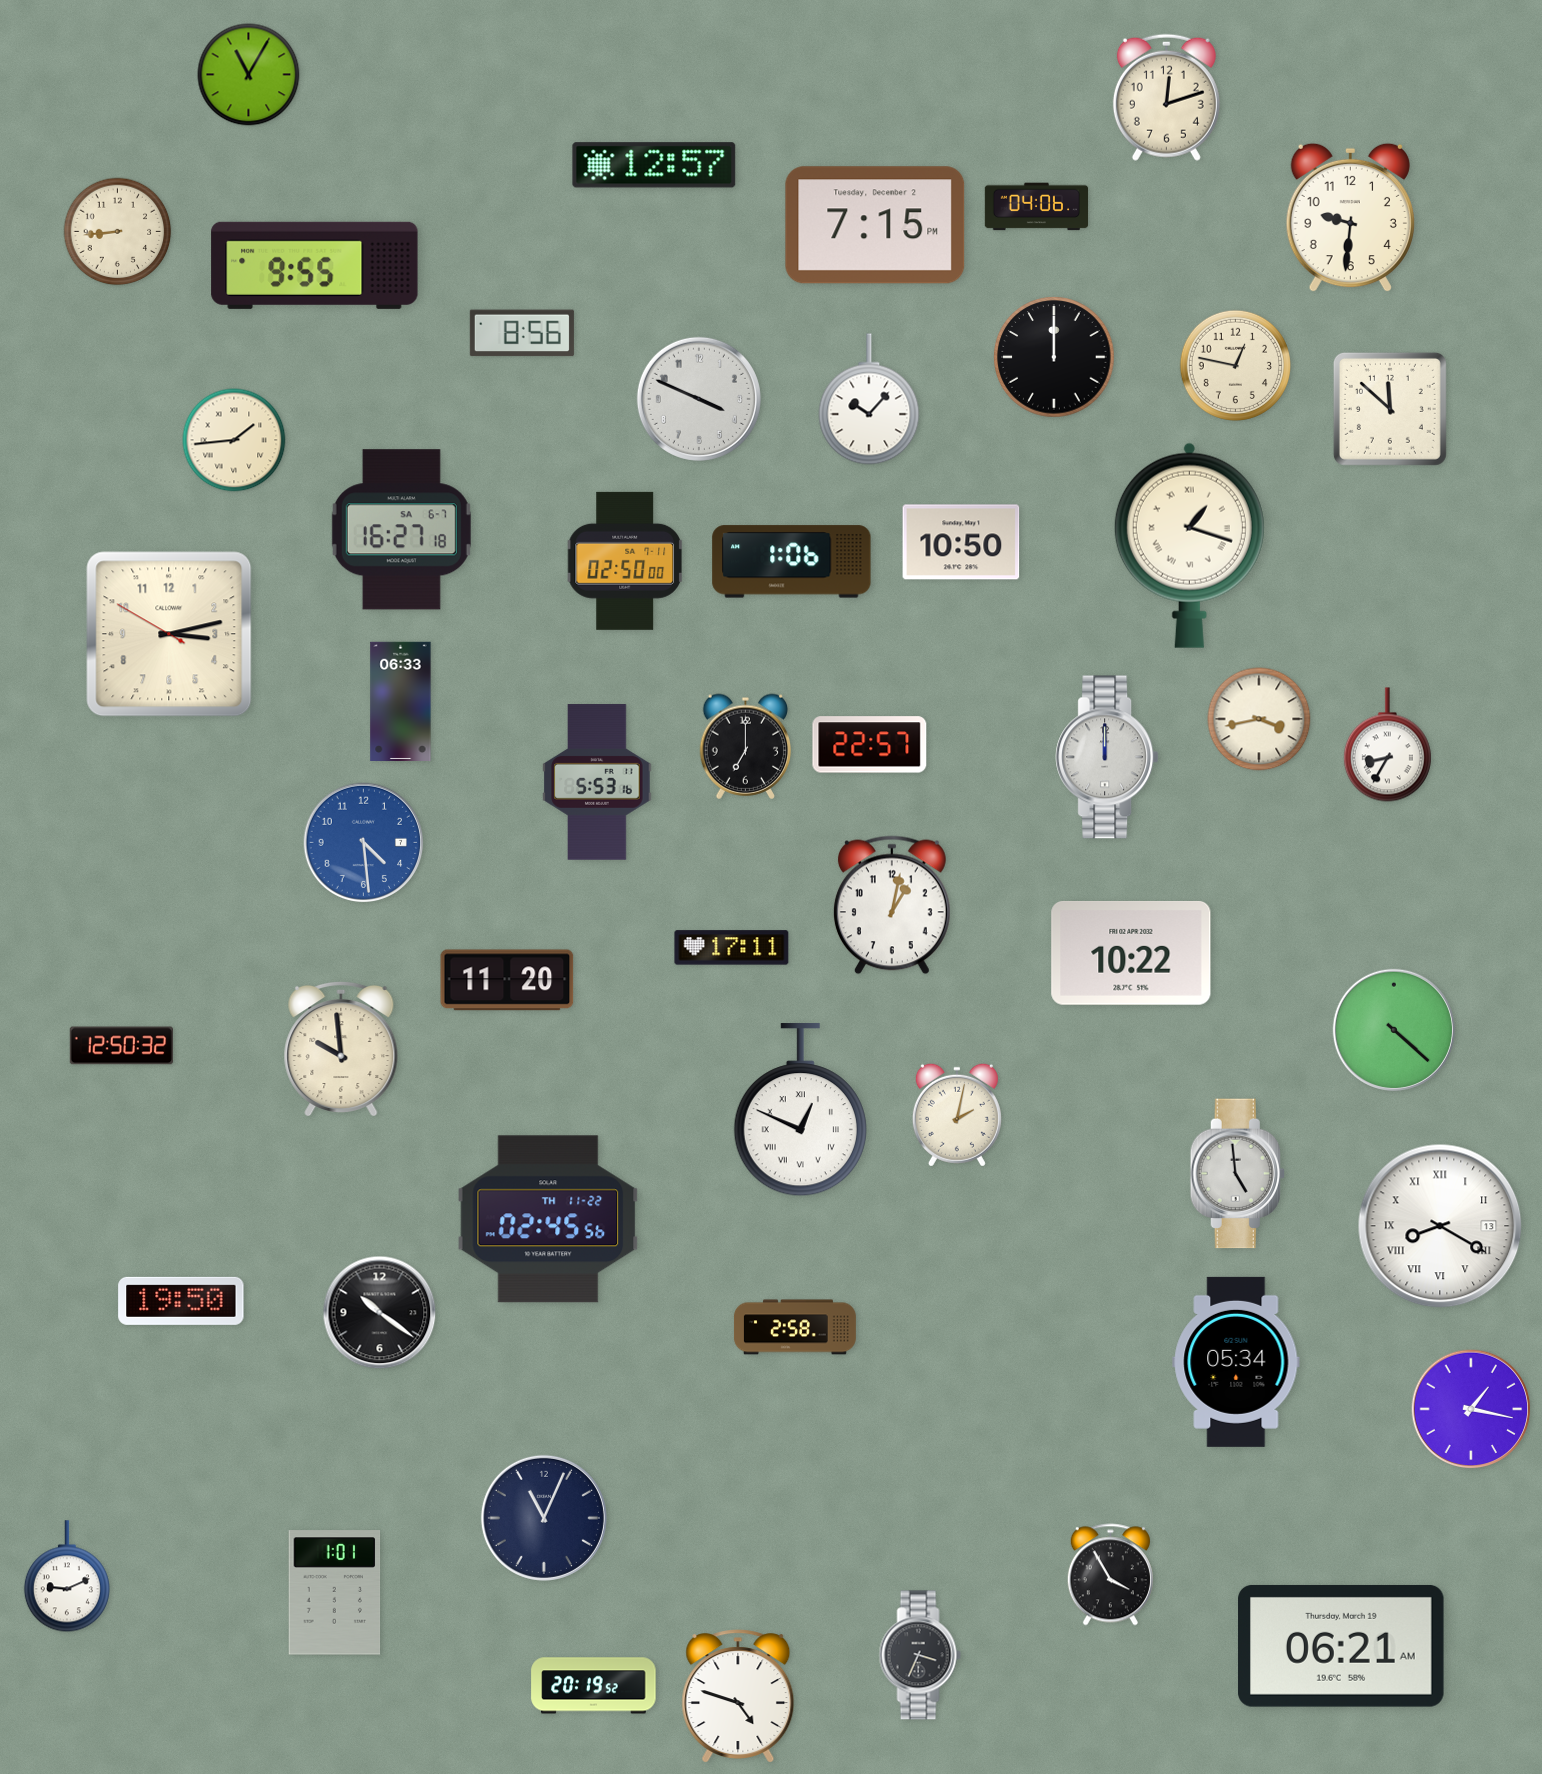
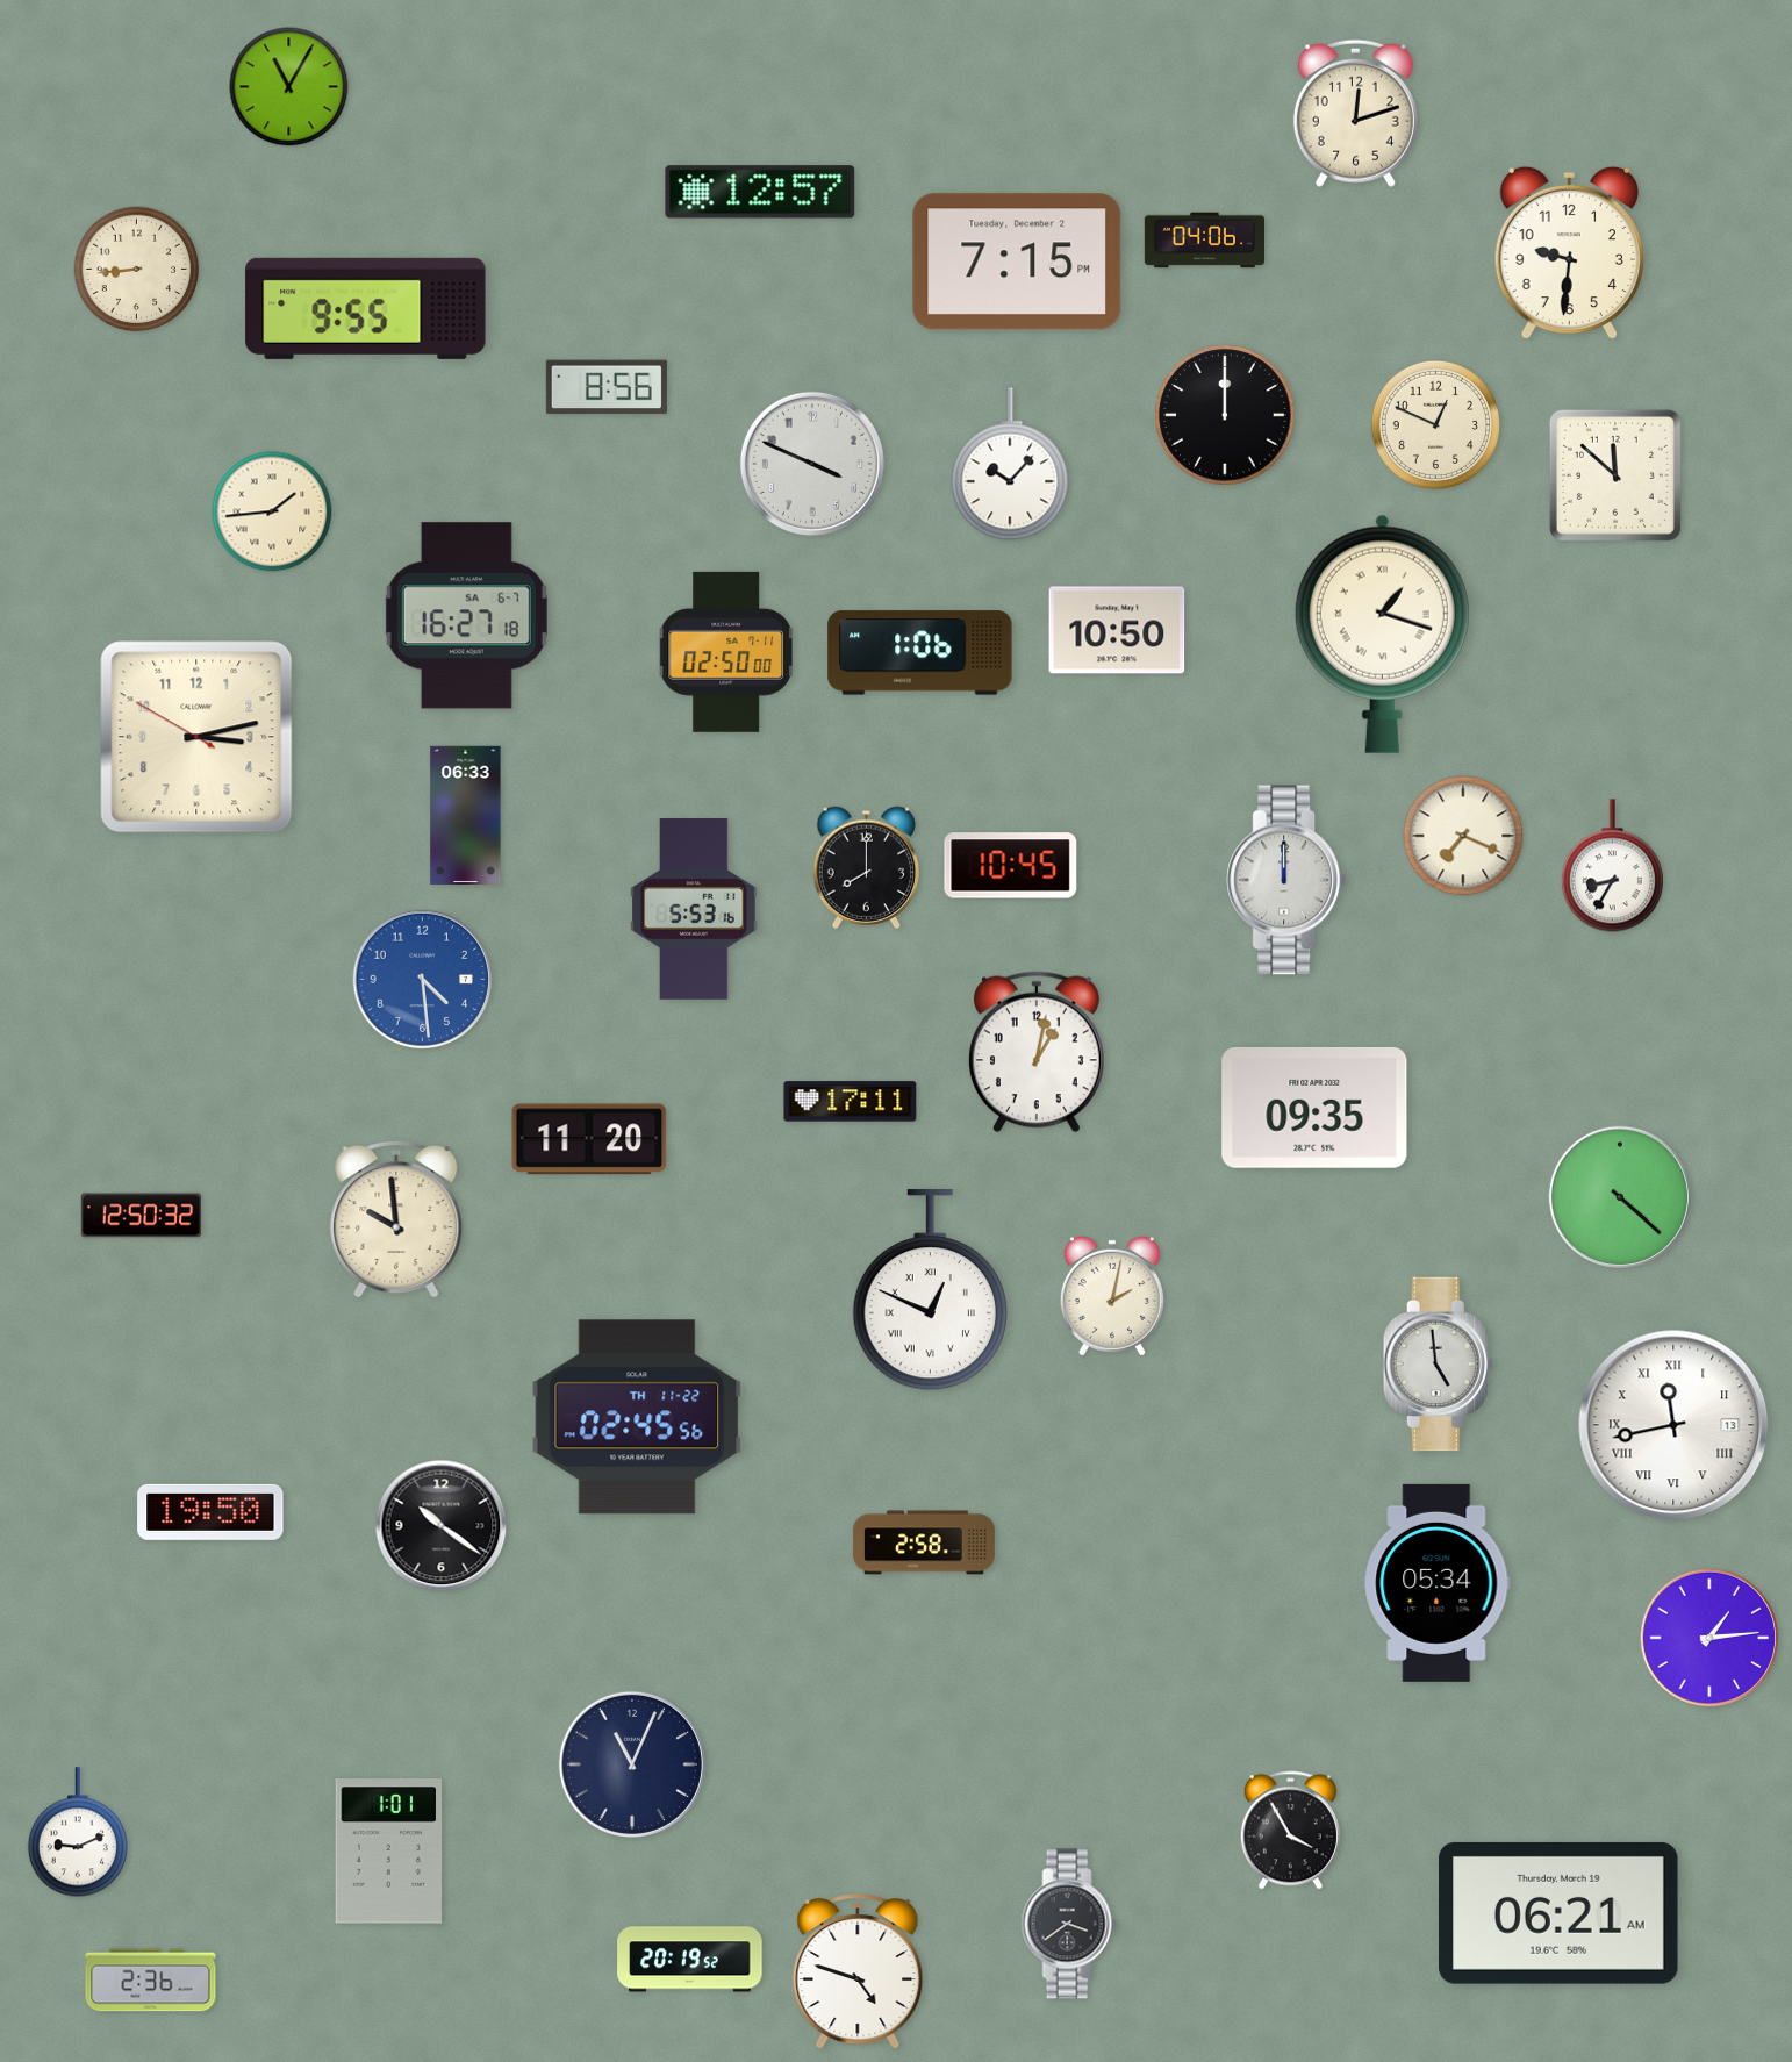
clock at (1235, 365): 12:47 -> 12:49
clock at (1259, 719): 3:43 -> 7:19
clock at (870, 745): 22:57 -> 10:45
clock at (746, 746): 7:00 -> 8:00
clock at (1131, 953): 10:22 -> 09:35
clock at (1440, 1226): 8:20 -> 11:43
clock at (1471, 1409): 1:17 -> 1:14
clock at (920, 1655): 3:34 -> 3:39
clock at (151, 1981): none -> 2:36
